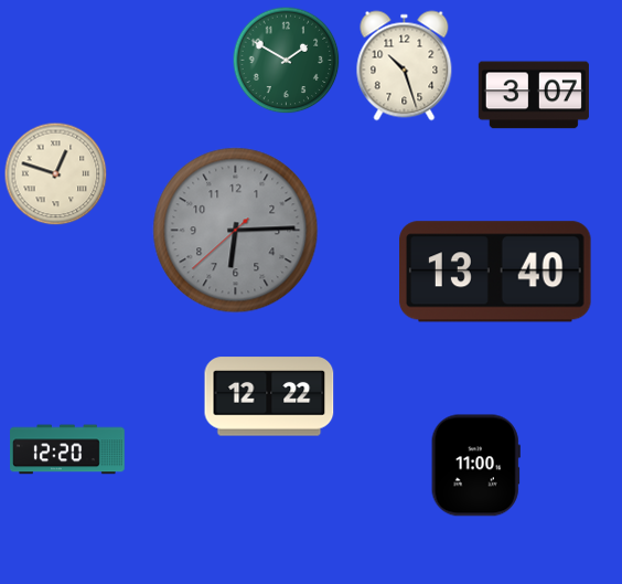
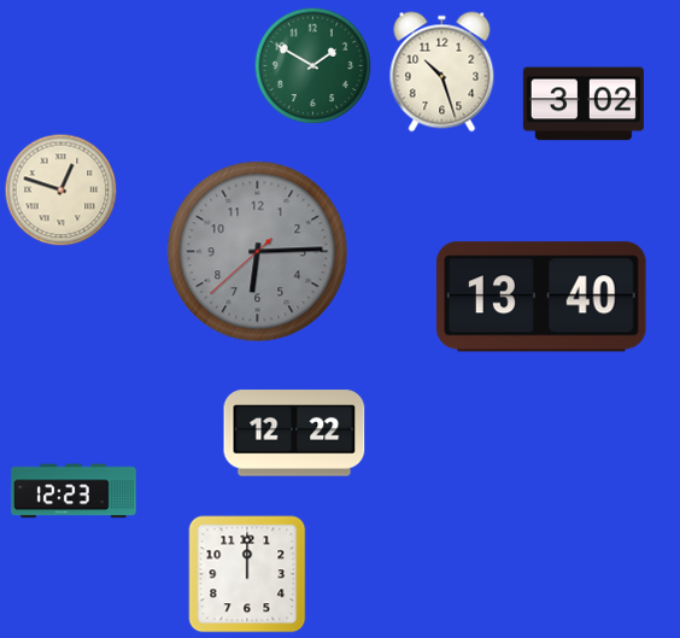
clock at (534, 95): 3:07 -> 3:02
clock at (67, 449): 12:20 -> 12:23
clock at (475, 466): 11:00 -> none
clock at (247, 574): none -> 12:00
